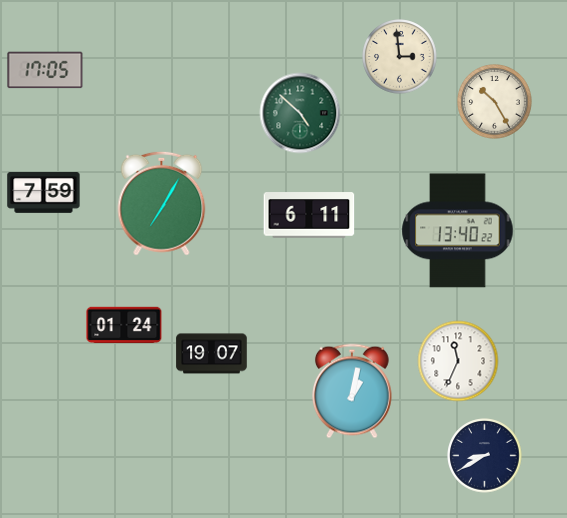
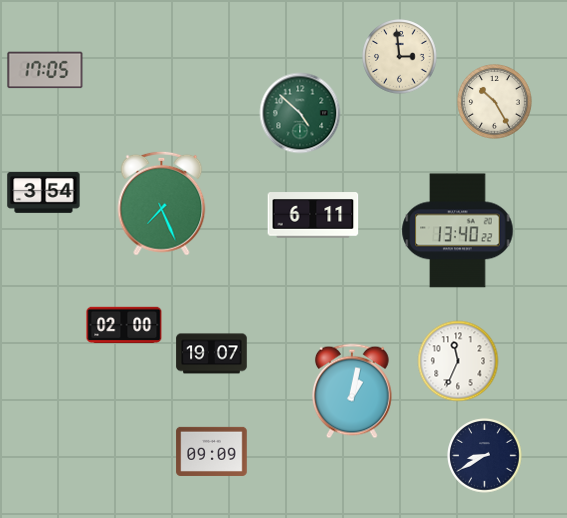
clock at (44, 193): 7:59 -> 3:54
clock at (162, 203): 7:05 -> 7:26
clock at (309, 215) position: (309, 215) -> (313, 215)
clock at (124, 325): 01:24 -> 02:00
clock at (212, 451): none -> 09:09
